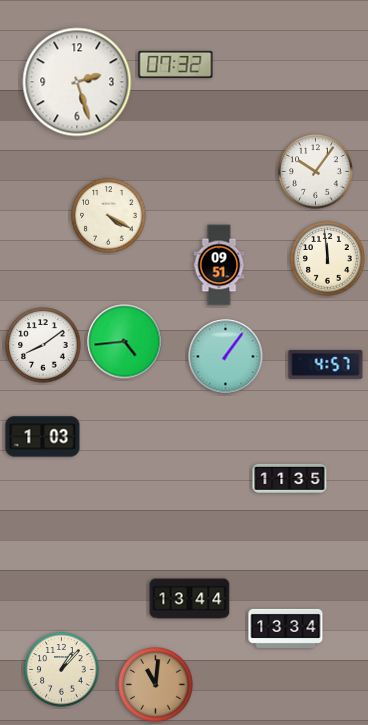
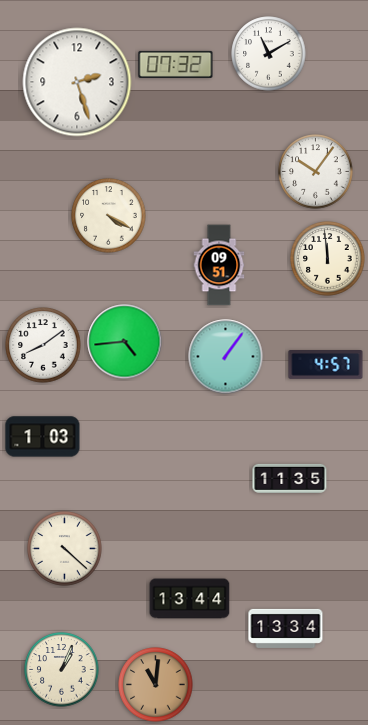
clock at (269, 54): none -> 11:10
clock at (65, 549): none -> 4:22
clock at (62, 670): 1:07 -> 1:04
